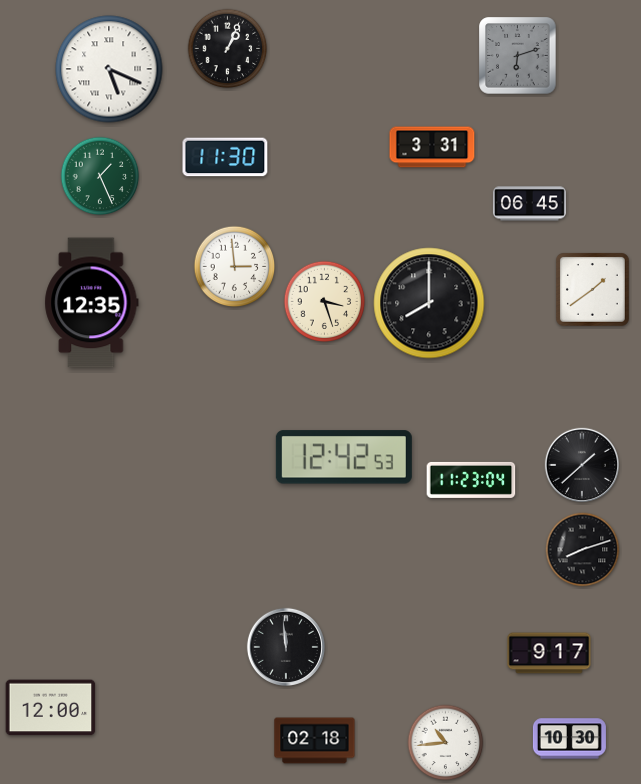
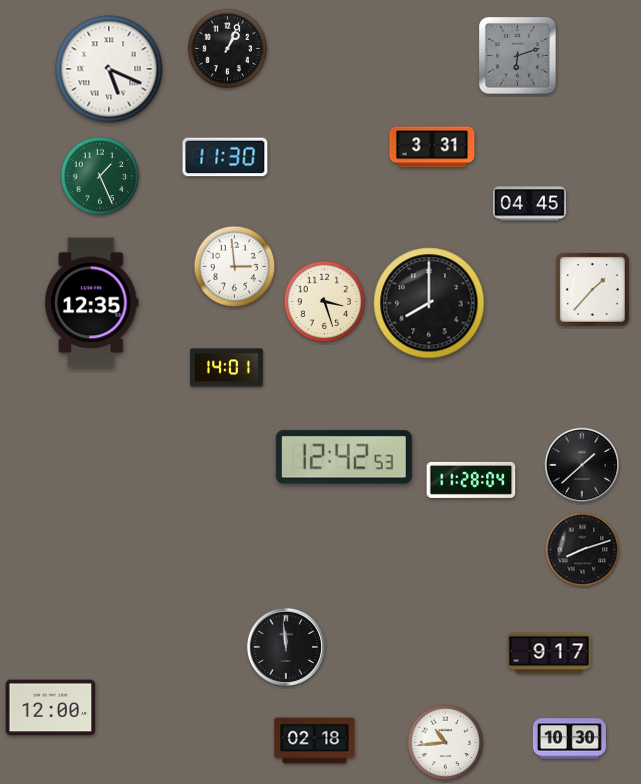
clock at (529, 204): 06:45 -> 04:45
clock at (592, 289): 1:39 -> 1:37
clock at (226, 368): none -> 14:01
clock at (471, 480): 11:23 -> 11:28
